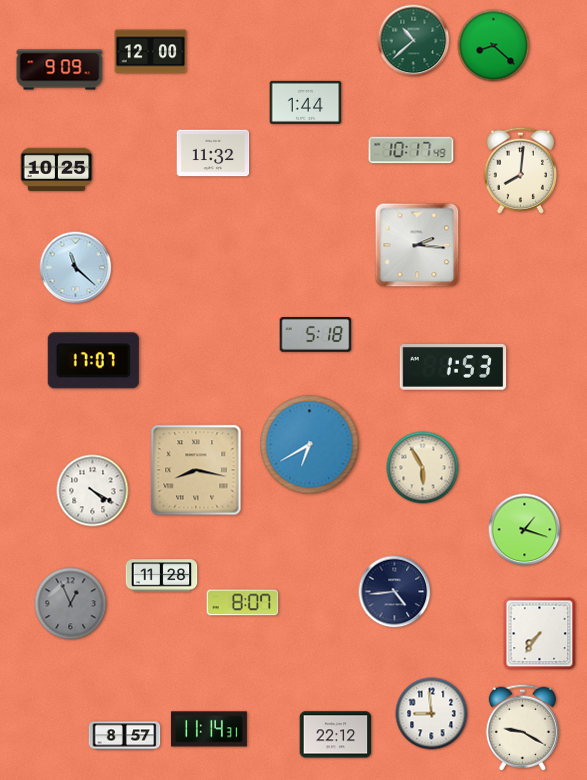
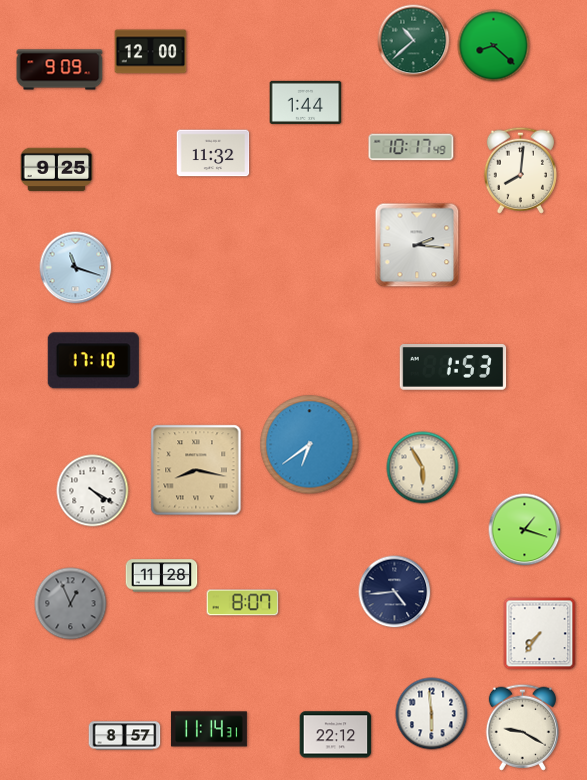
clock at (411, 150) position: (411, 150) -> (411, 147)
clock at (57, 170): 10:25 -> 9:25
clock at (76, 268): 11:22 -> 11:18
clock at (316, 335): 5:18 -> none
clock at (93, 361): 17:07 -> 17:10
clock at (310, 445): 6:40 -> 6:39
clock at (432, 714): 8:59 -> 5:59
